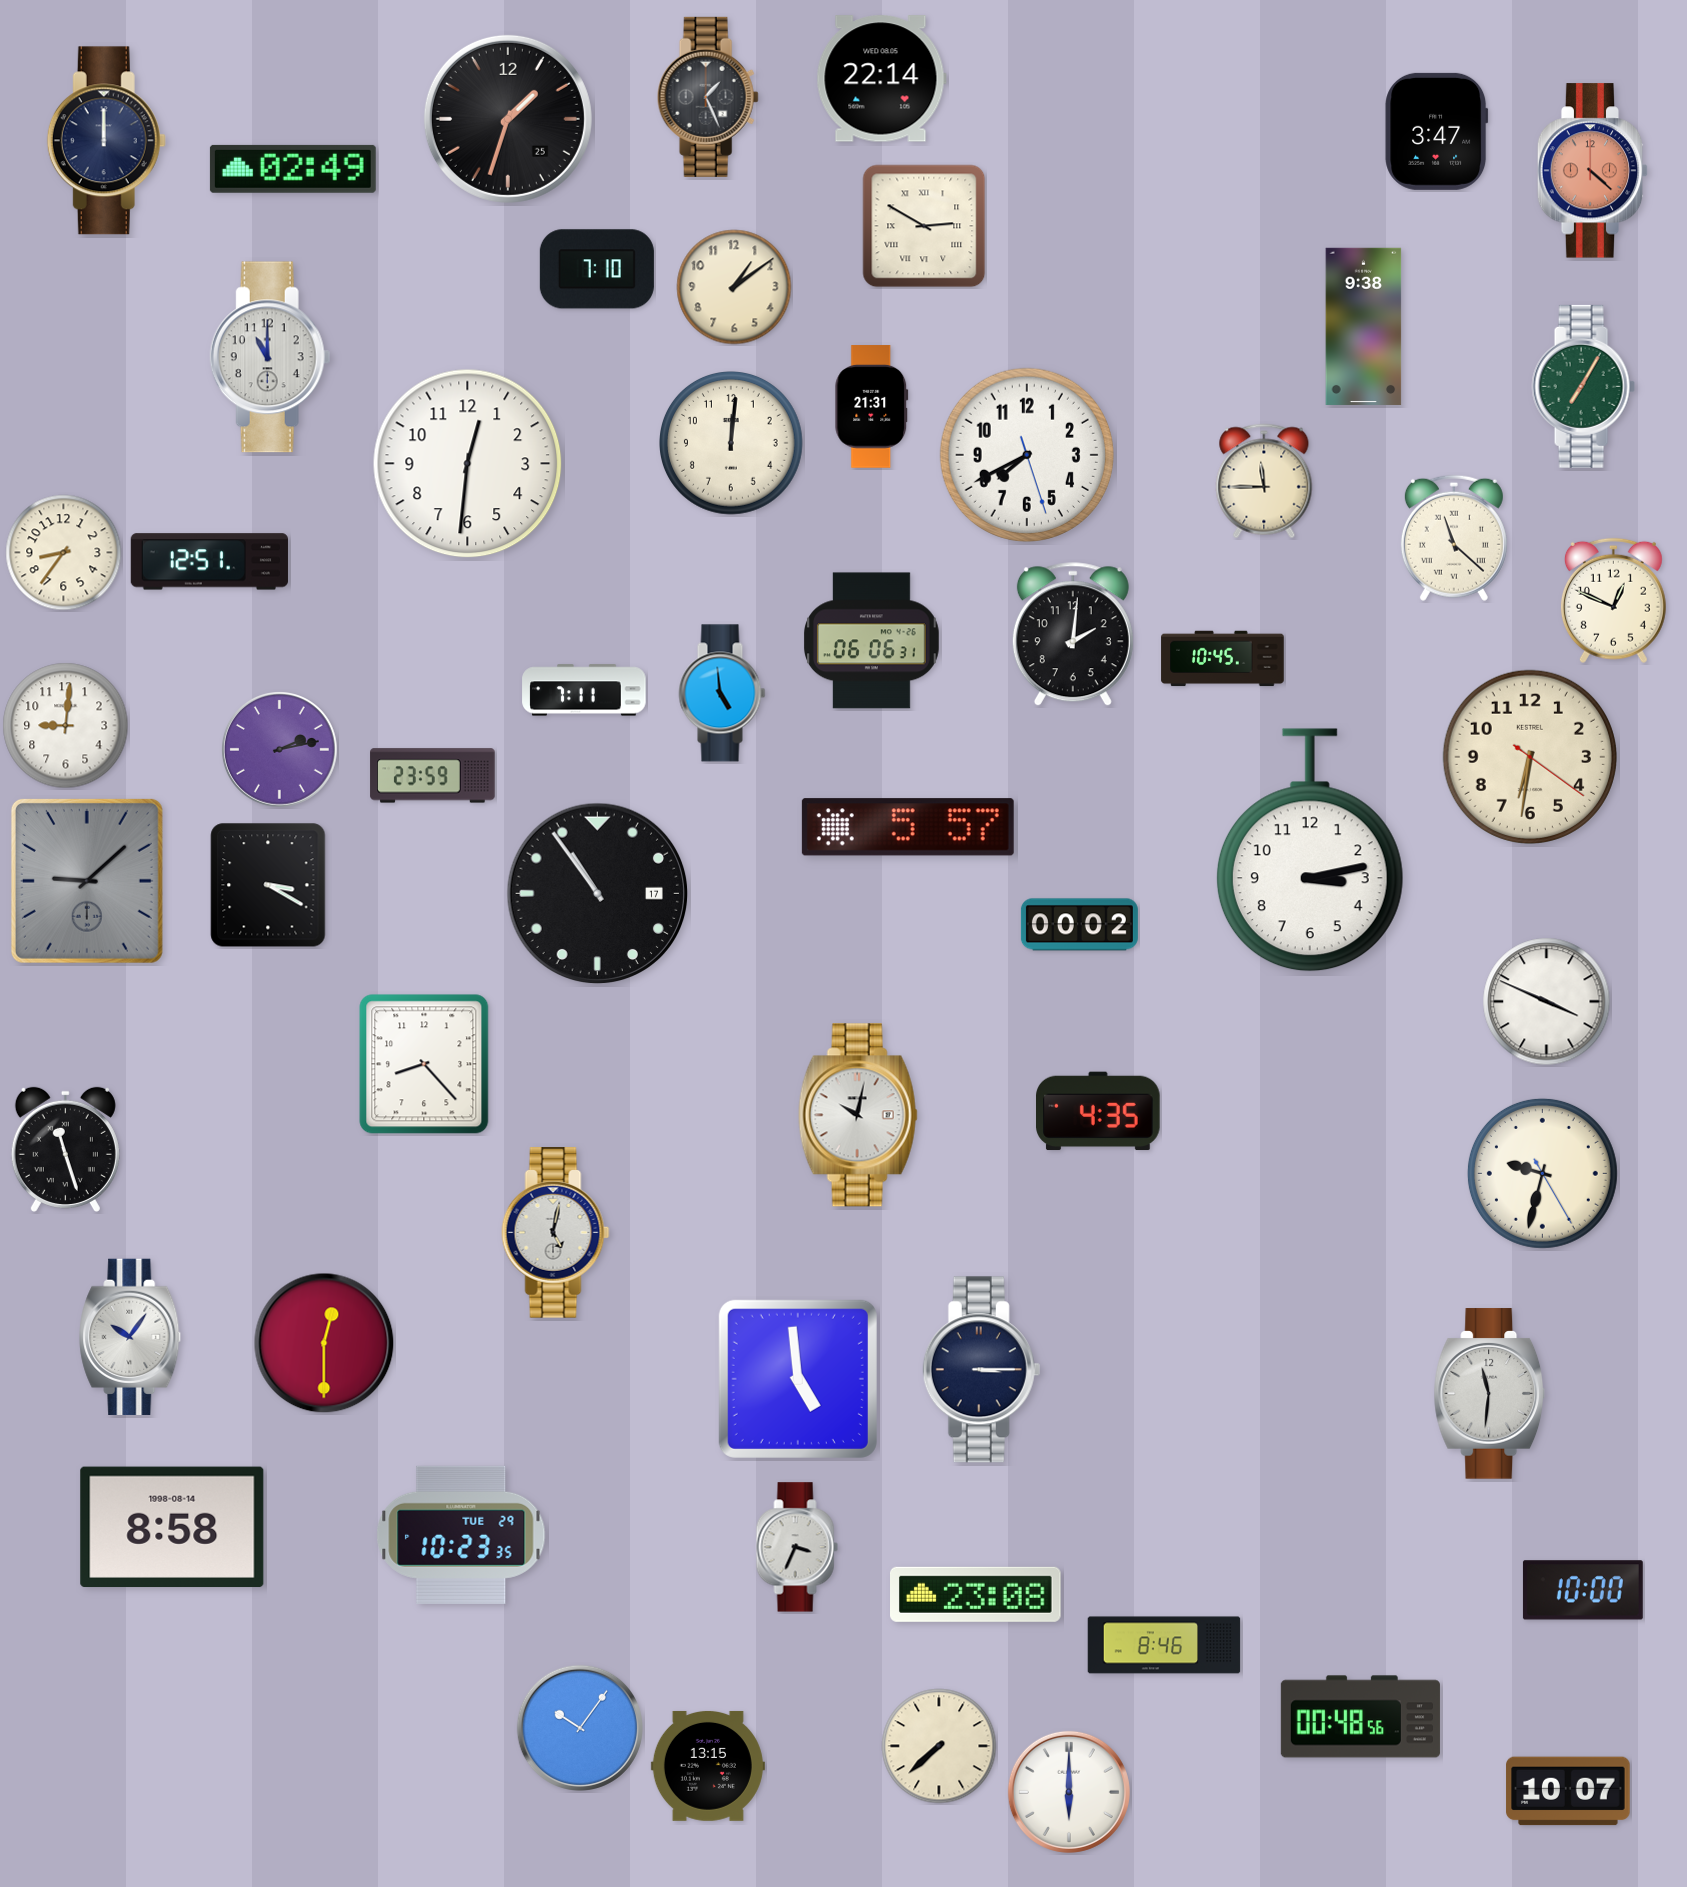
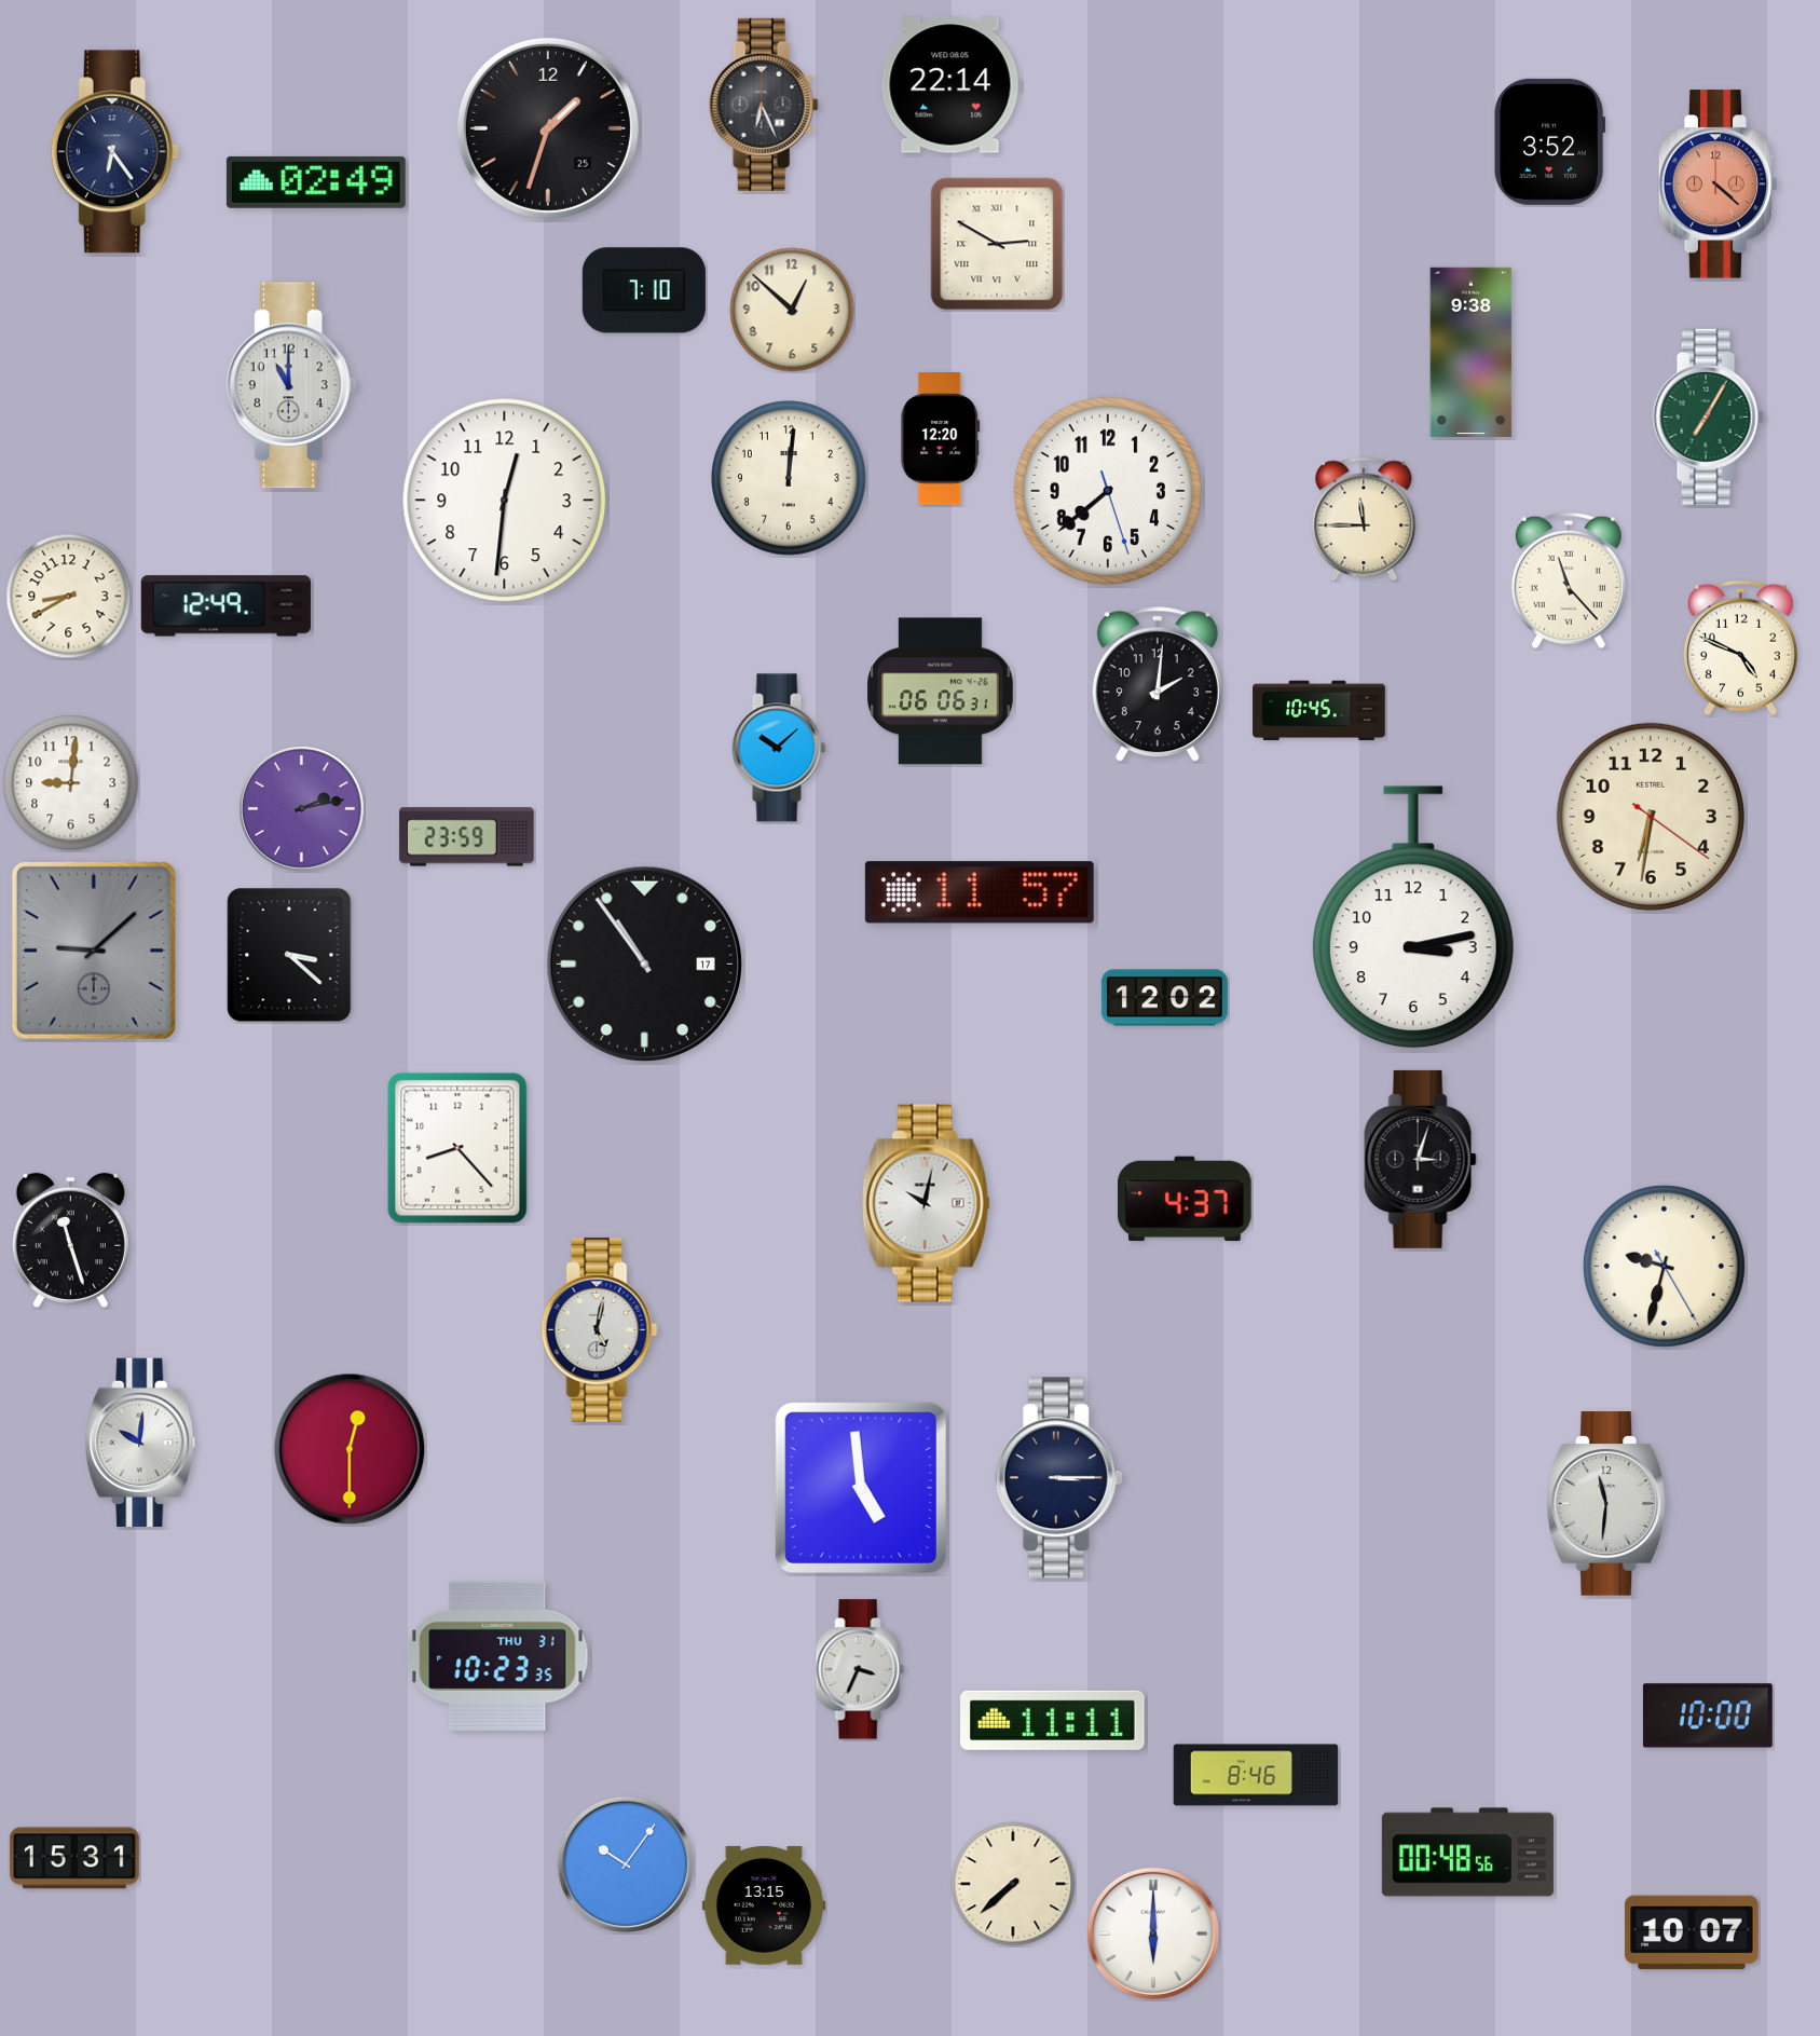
clock at (708, 97): 1:26 -> 6:26
clock at (1437, 131): 3:47 -> 3:52
clock at (106, 141): 12:00 -> 6:24
clock at (734, 287): 1:09 -> 12:52
clock at (872, 407): 21:31 -> 12:20
clock at (1027, 455): 7:40 -> 7:38
clock at (1454, 538): 11:22 -> 11:23
clock at (64, 553): 8:36 -> 8:40
clock at (209, 562): 12:51 -> 12:49
clock at (1613, 601): 12:49 -> 4:49
clock at (584, 690): 7:11 -> none
clock at (722, 693): 4:59 -> 10:08
clock at (908, 827): 5:57 -> 11:57
clock at (268, 885): 3:20 -> 3:22
clock at (1079, 925): 00:02 -> 12:02
clock at (1547, 1002): 3:49 -> none
clock at (1420, 1159): none -> 3:03
clock at (1098, 1111): 4:35 -> 4:37
clock at (131, 1337): 10:06 -> 10:01
clock at (172, 1527): 8:58 -> none
clock at (461, 1535) date: TUE 29 -> THU 31
clock at (976, 1594): 23:08 -> 11:11
clock at (74, 1858): none -> 15:31
